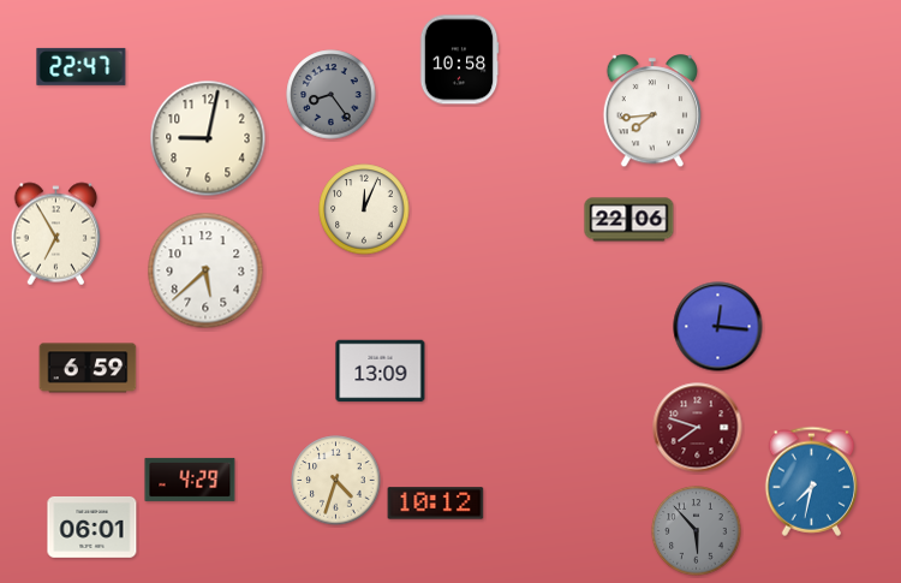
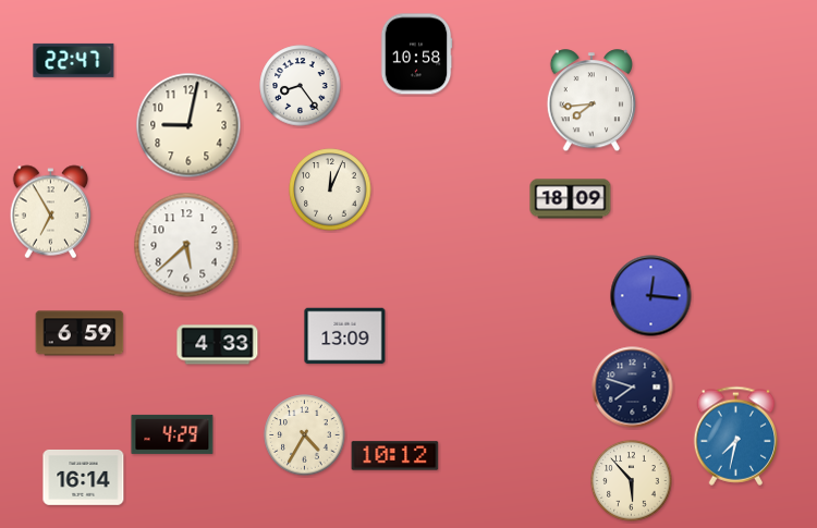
clock at (332, 95) dial: grey -> white
clock at (629, 220): 22:06 -> 18:09
clock at (218, 345): none -> 4:33
clock at (698, 428) dial: burgundy -> navy
clock at (336, 481): 4:33 -> 4:35
clock at (93, 527): 06:01 -> 16:14
clock at (697, 531) dial: grey -> cream
